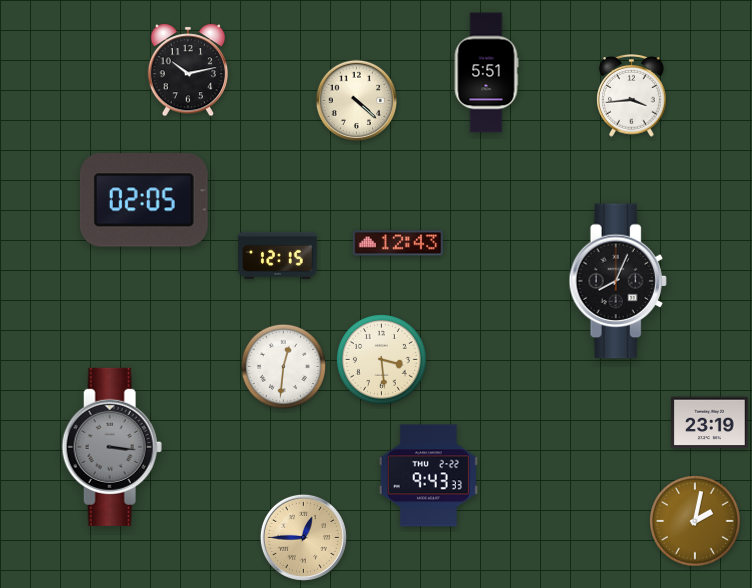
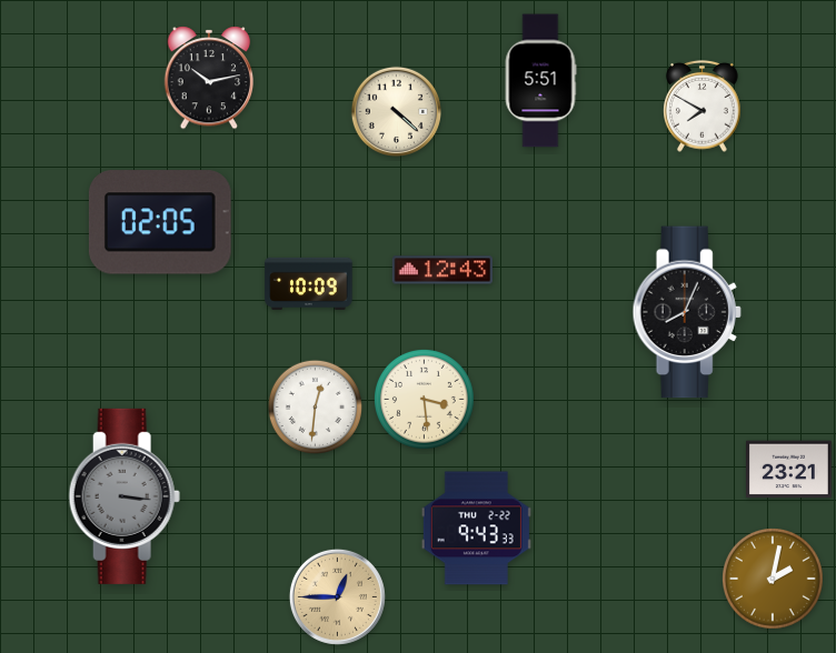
clock at (632, 96): 3:44 -> 7:50
clock at (278, 255): 12:15 -> 10:09
clock at (710, 423): 23:19 -> 23:21
